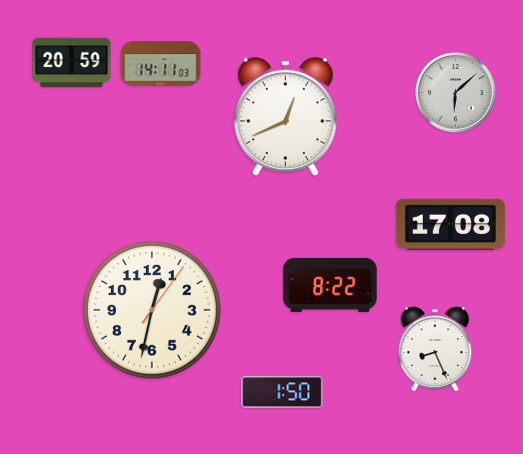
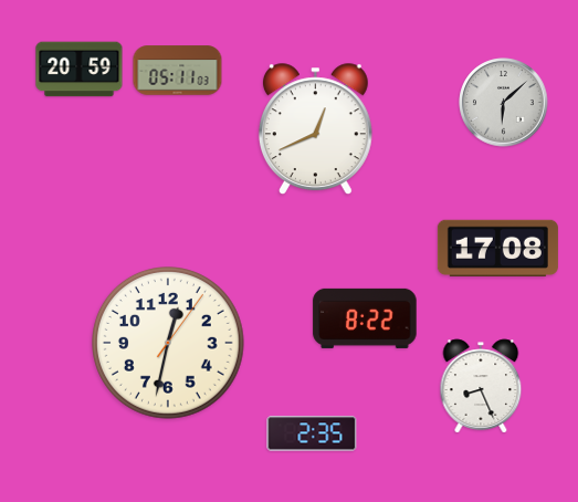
clock at (161, 64): 14:11 -> 05:11
clock at (330, 285) position: (330, 285) -> (365, 318)
clock at (282, 392): 1:50 -> 2:35
